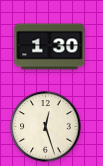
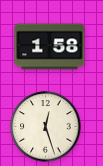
clock at (50, 47): 1:30 -> 1:58
